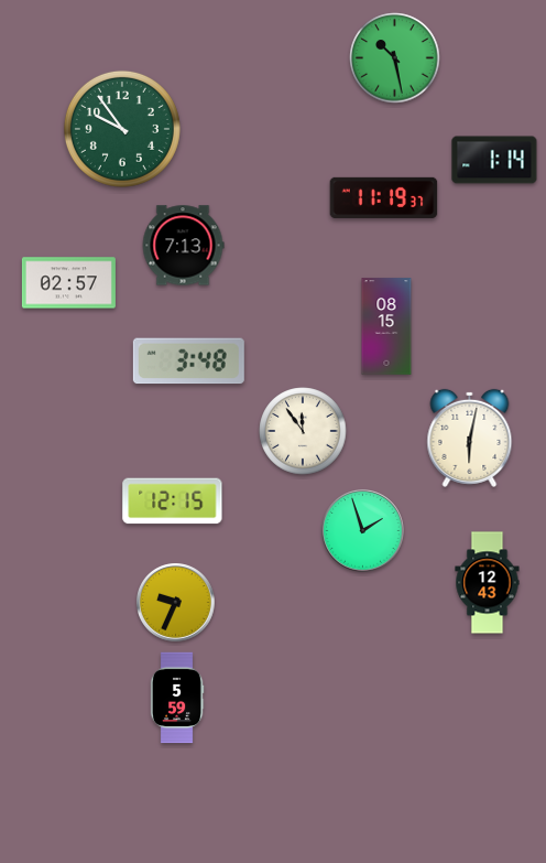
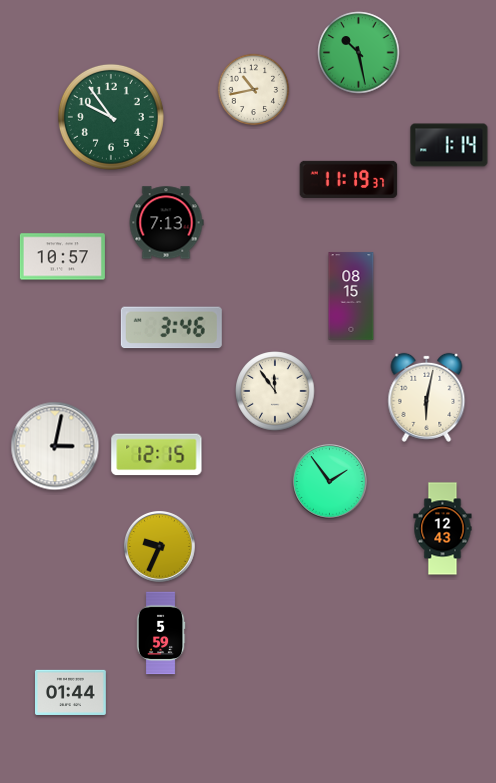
clock at (254, 90): none -> 10:43
clock at (68, 283): 02:57 -> 10:57
clock at (188, 362): 3:48 -> 3:46
clock at (55, 446): none -> 3:02
clock at (363, 531): 1:57 -> 1:54
clock at (71, 692): none -> 01:44
